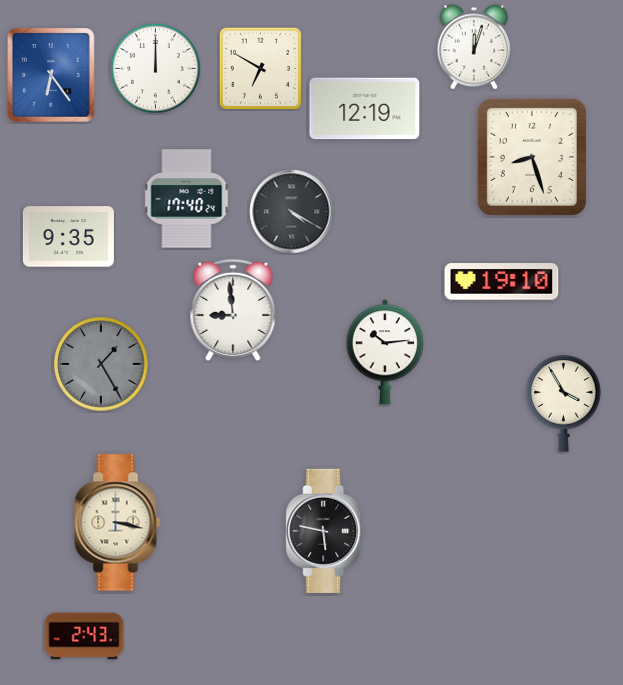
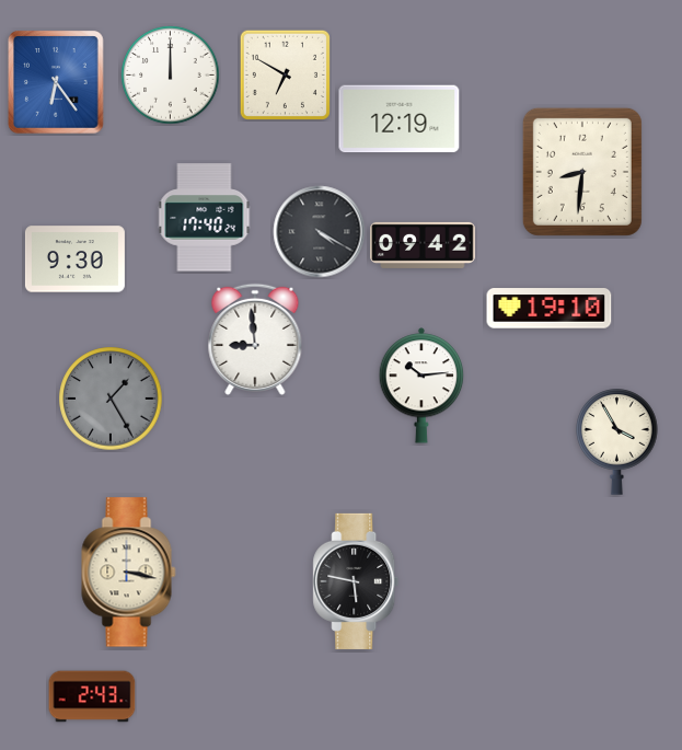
clock at (474, 47): 12:03 -> none
clock at (532, 157): 8:27 -> 8:31
clock at (423, 245): none -> 09:42
clock at (68, 237): 9:35 -> 9:30
